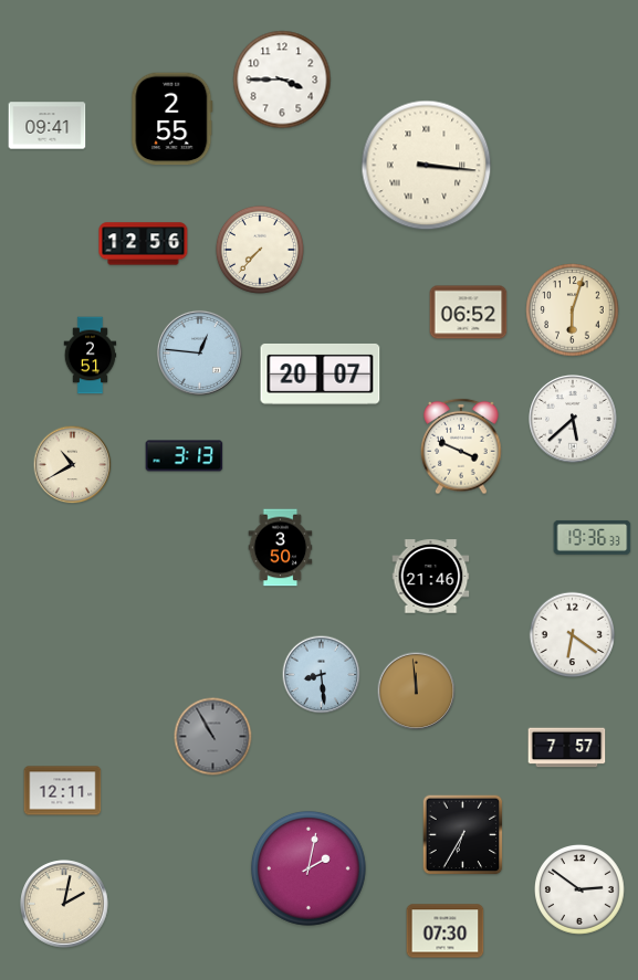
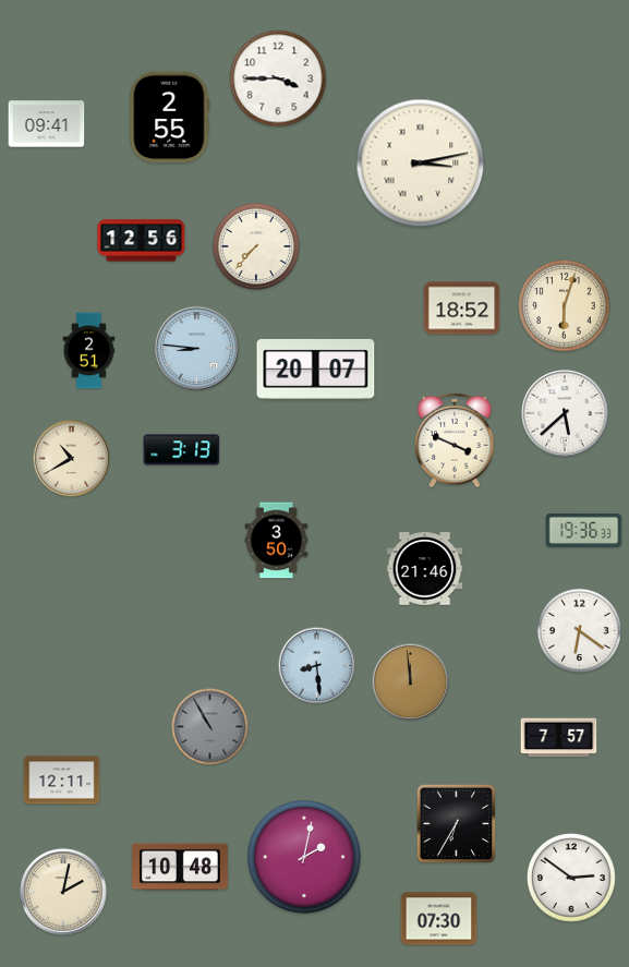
clock at (427, 166): 3:16 -> 3:13
clock at (469, 313): 06:52 -> 18:52
clock at (199, 352): 12:46 -> 8:46
clock at (573, 635) position: (573, 635) -> (580, 631)
clock at (180, 867): none -> 10:48
